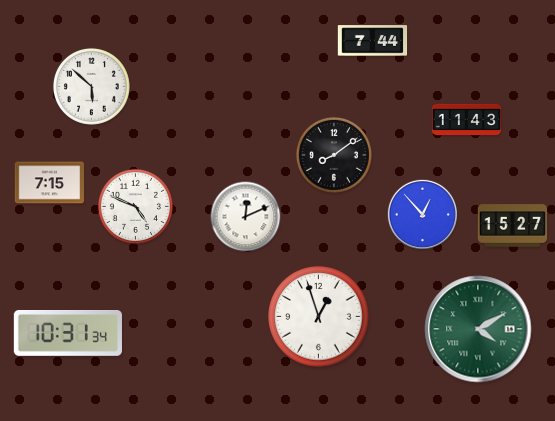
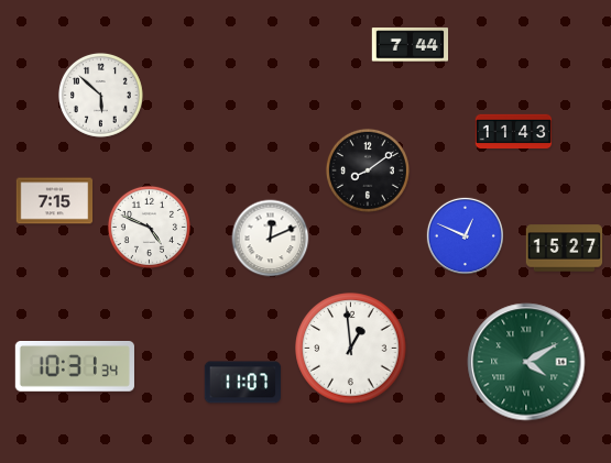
clock at (422, 214): 12:53 -> 12:49
clock at (319, 317): 12:57 -> 12:59
clock at (243, 383): none -> 11:07
